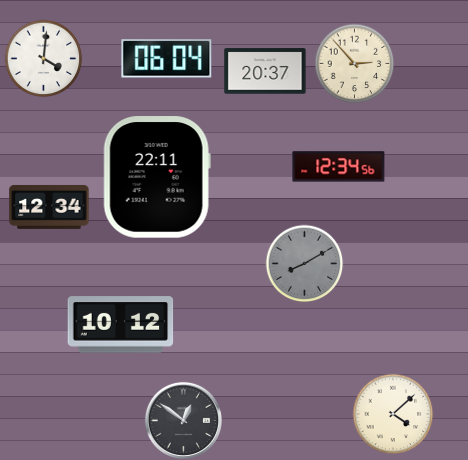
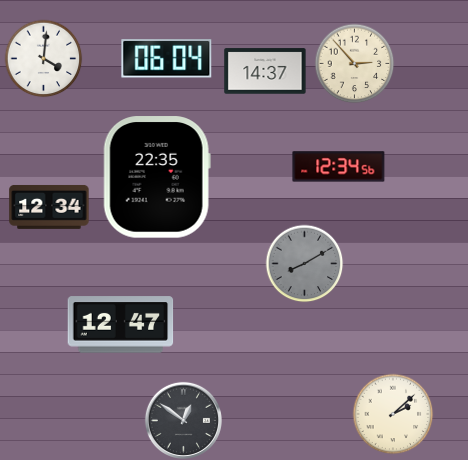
clock at (265, 71): 20:37 -> 14:37
clock at (157, 177): 22:11 -> 22:35
clock at (121, 325): 10:12 -> 12:47
clock at (393, 414): 4:08 -> 2:08
